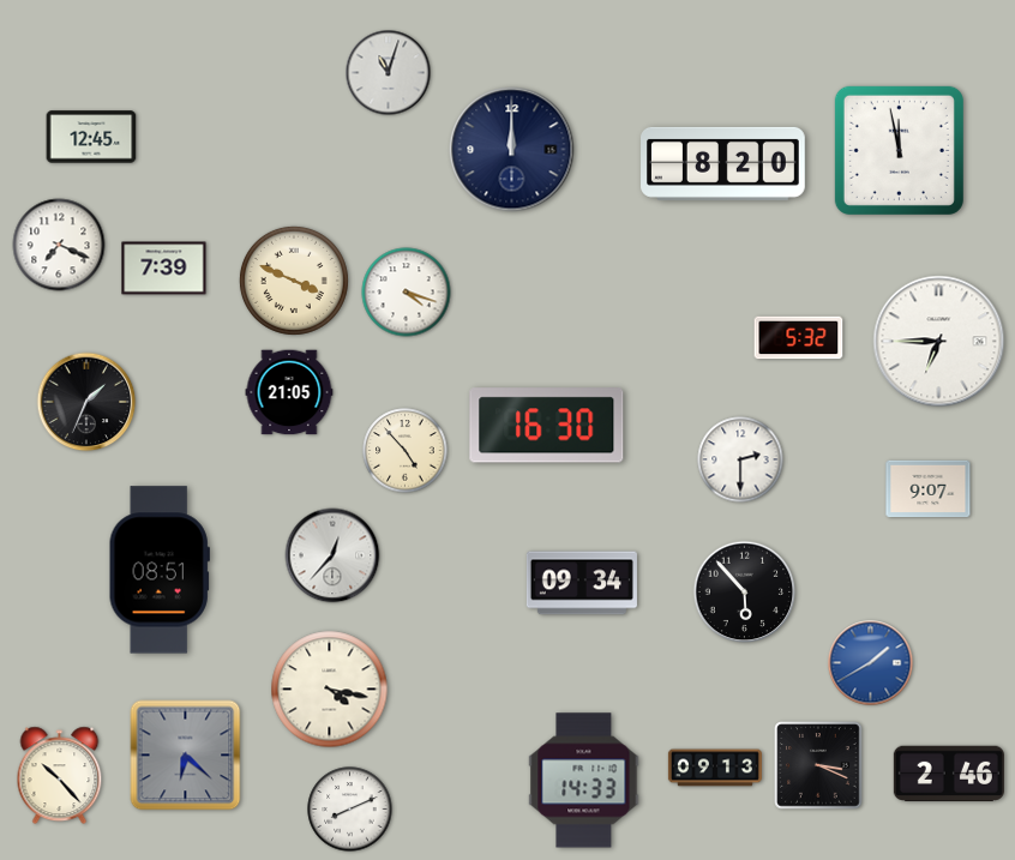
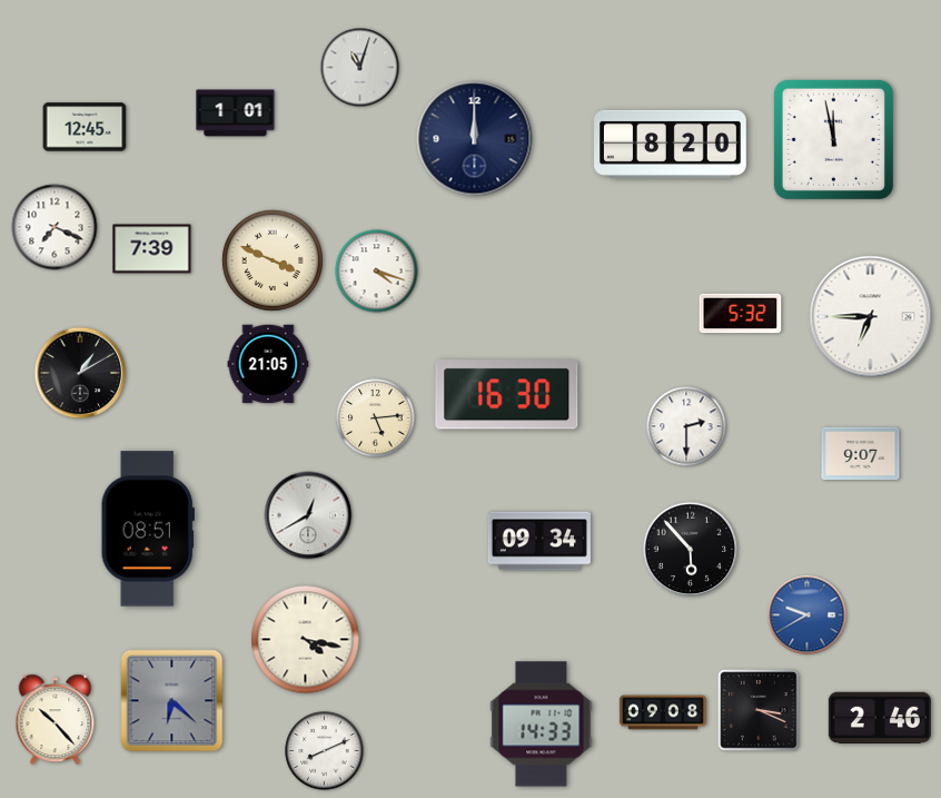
clock at (236, 114): none -> 1:01
clock at (723, 163) position: (723, 163) -> (671, 144)
clock at (86, 402): 1:34 -> 1:10
clock at (406, 451): 4:53 -> 5:14
clock at (332, 555): 12:37 -> 12:40
clock at (871, 663): 1:40 -> 9:40
clock at (715, 768): 09:13 -> 09:08
